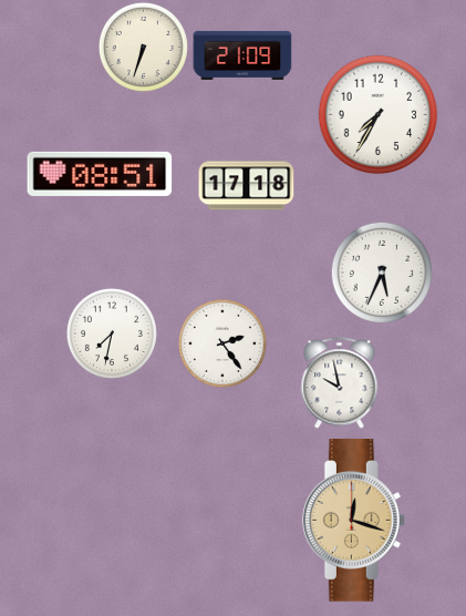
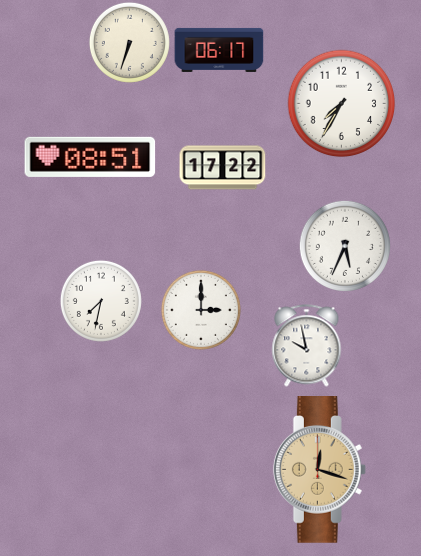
clock at (242, 55): 21:09 -> 06:17
clock at (247, 186): 17:18 -> 17:22
clock at (222, 343): 2:24 -> 3:00
